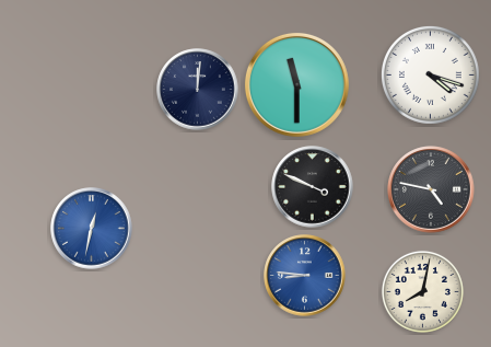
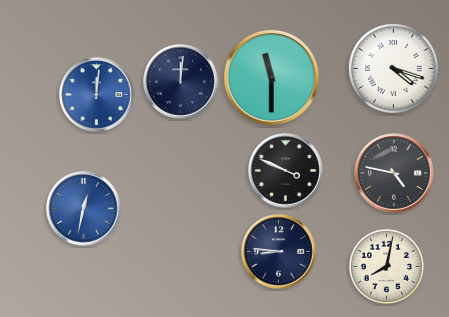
clock at (97, 95): none -> 12:01
clock at (305, 276) dial: blue -> navy
